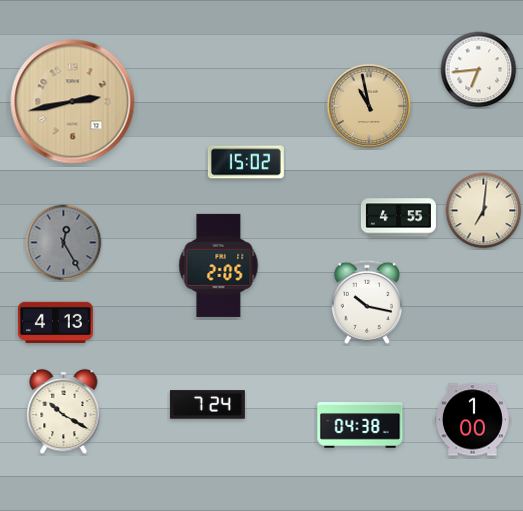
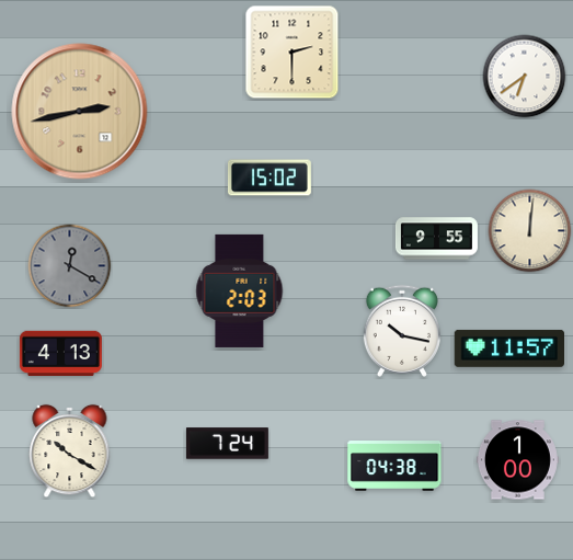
clock at (293, 53): none -> 2:30
clock at (479, 70): 6:44 -> 6:39
clock at (369, 106): 10:58 -> none
clock at (484, 211): 7:01 -> 12:01
clock at (398, 218): 4:55 -> 9:55
clock at (64, 243): 12:25 -> 12:20
clock at (219, 265): 2:05 -> 2:03
clock at (508, 348): none -> 11:57
